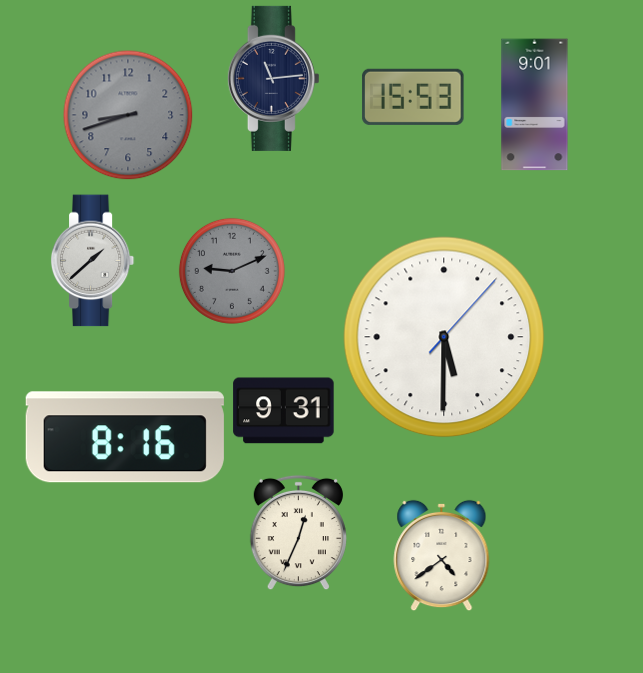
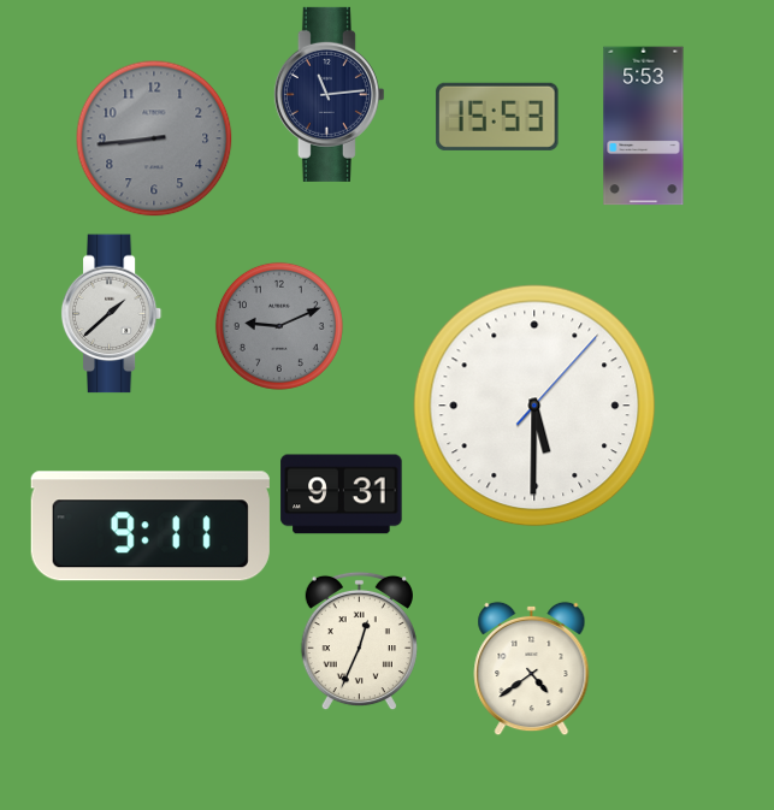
clock at (535, 105): 9:01 -> 5:53
clock at (128, 115): 8:42 -> 8:44
clock at (125, 437): 8:16 -> 9:11
